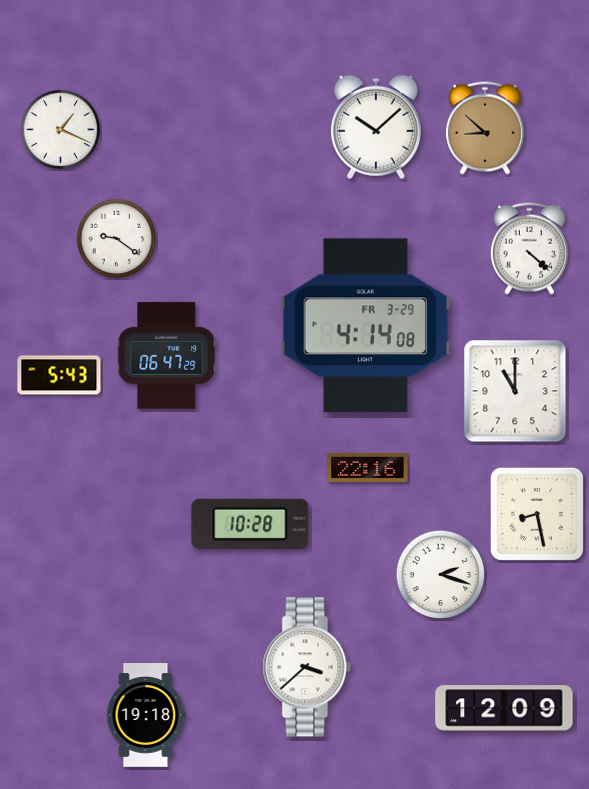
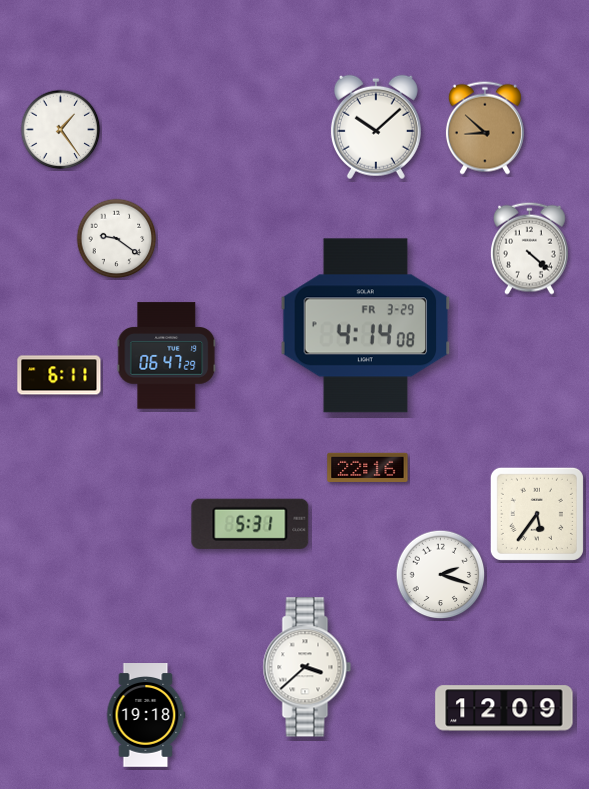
clock at (61, 130): 1:19 -> 1:24
clock at (59, 375): 5:43 -> 6:11
clock at (515, 391): 11:00 -> none
clock at (537, 514): 8:28 -> 5:36
clock at (250, 524): 10:28 -> 5:31
